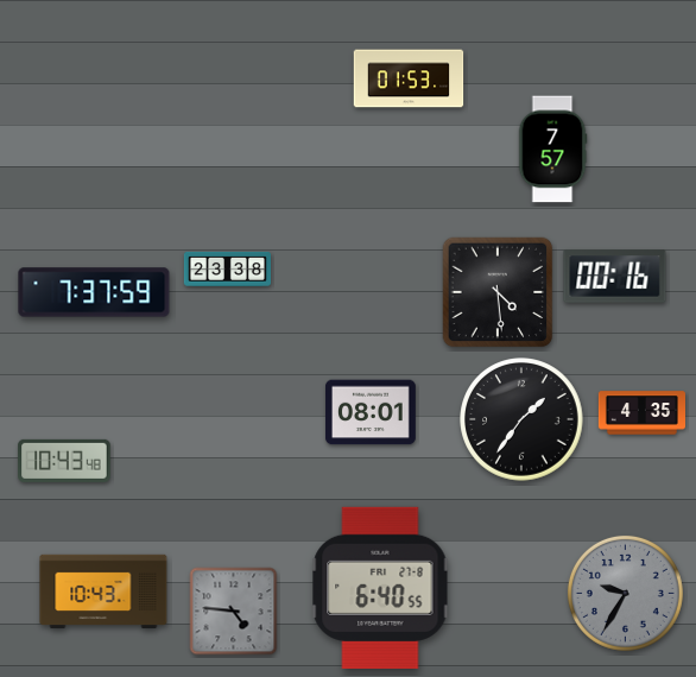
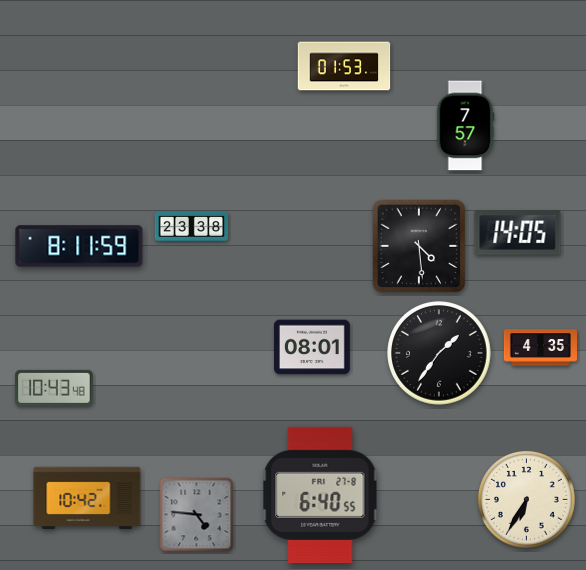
clock at (615, 277): 00:16 -> 14:05
clock at (94, 292): 7:37 -> 8:11
clock at (103, 591): 10:43 -> 10:42
clock at (625, 593): 9:35 -> 6:35
clock at (625, 593) dial: grey -> cream
